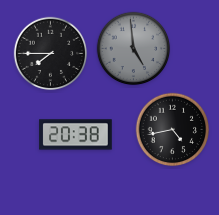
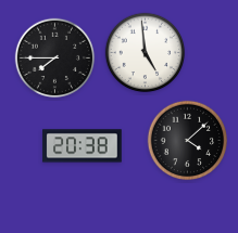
clock at (134, 49) dial: grey -> white
clock at (173, 130): 4:43 -> 4:08
